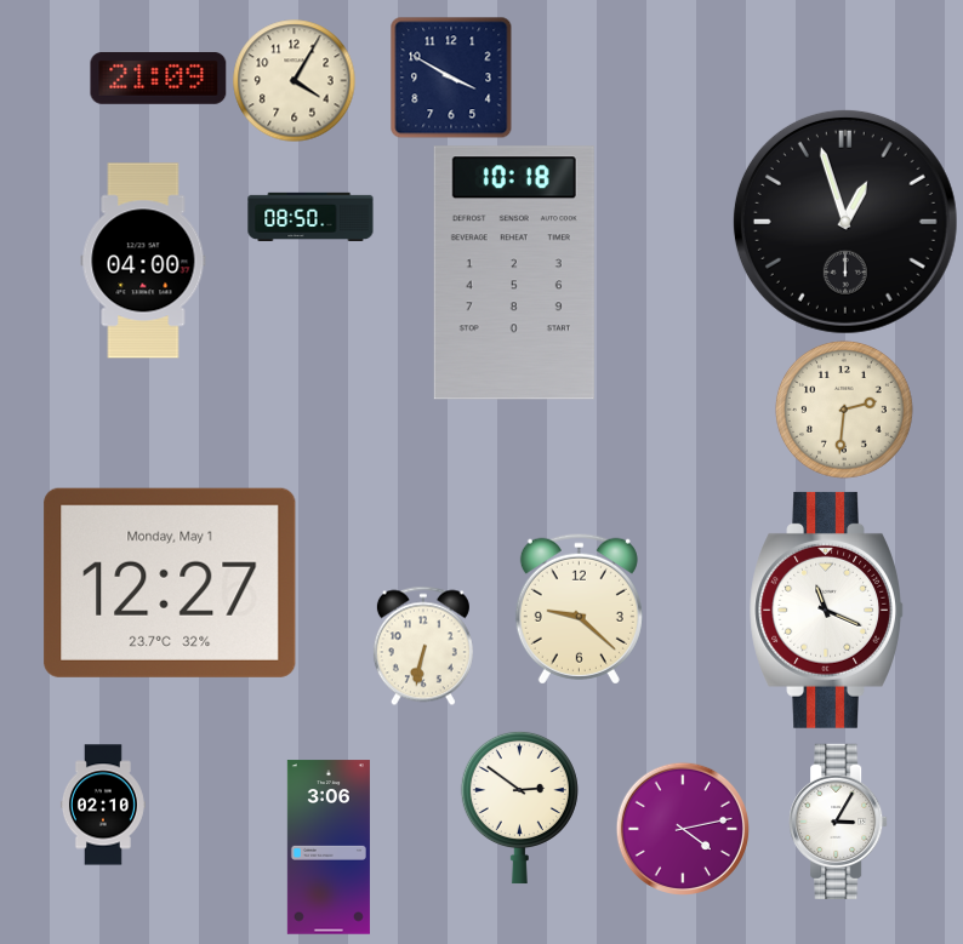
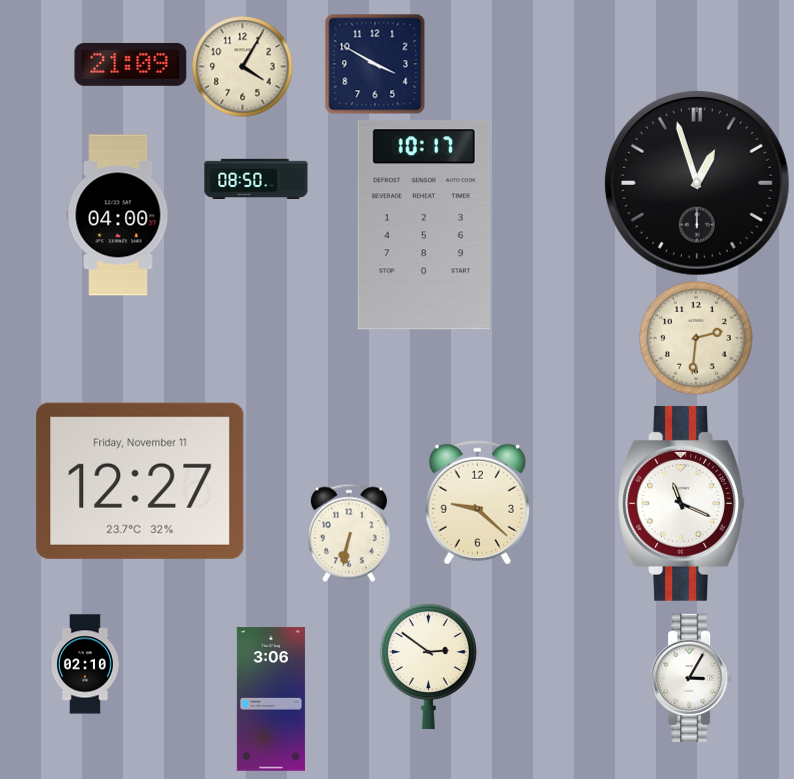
clock at (451, 78) position: (451, 78) -> (375, 64)
clock at (514, 273): 10:18 -> 10:17
clock at (170, 583) date: Monday, May 1 -> Friday, November 11
clock at (683, 829): 4:13 -> none
